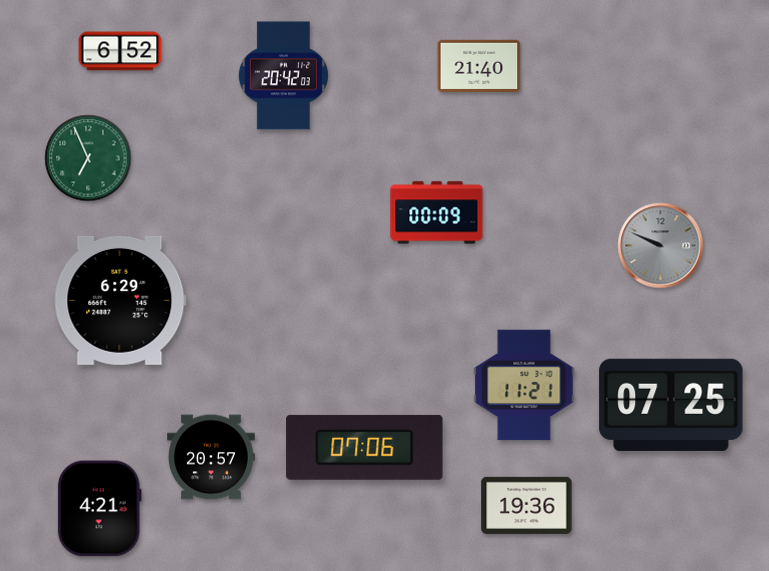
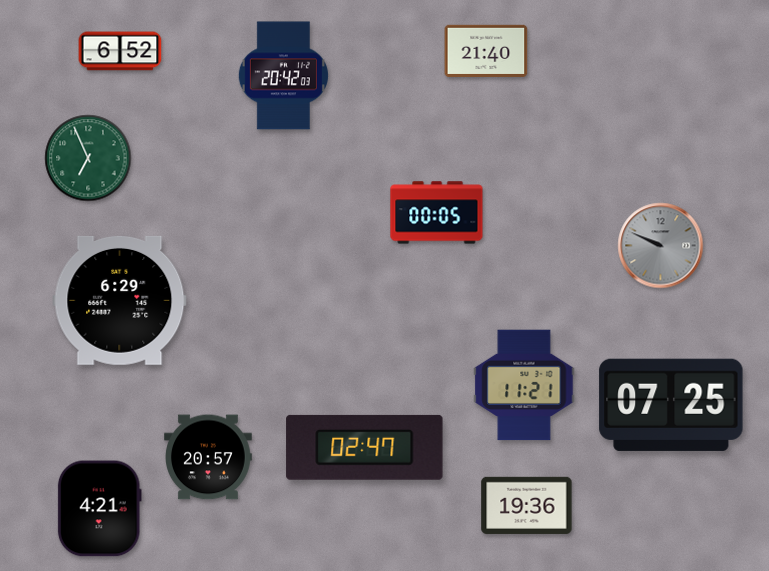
clock at (479, 65) position: (479, 65) -> (486, 50)
clock at (437, 213): 00:09 -> 00:05
clock at (365, 447): 07:06 -> 02:47
clock at (212, 457) position: (212, 457) -> (209, 457)
